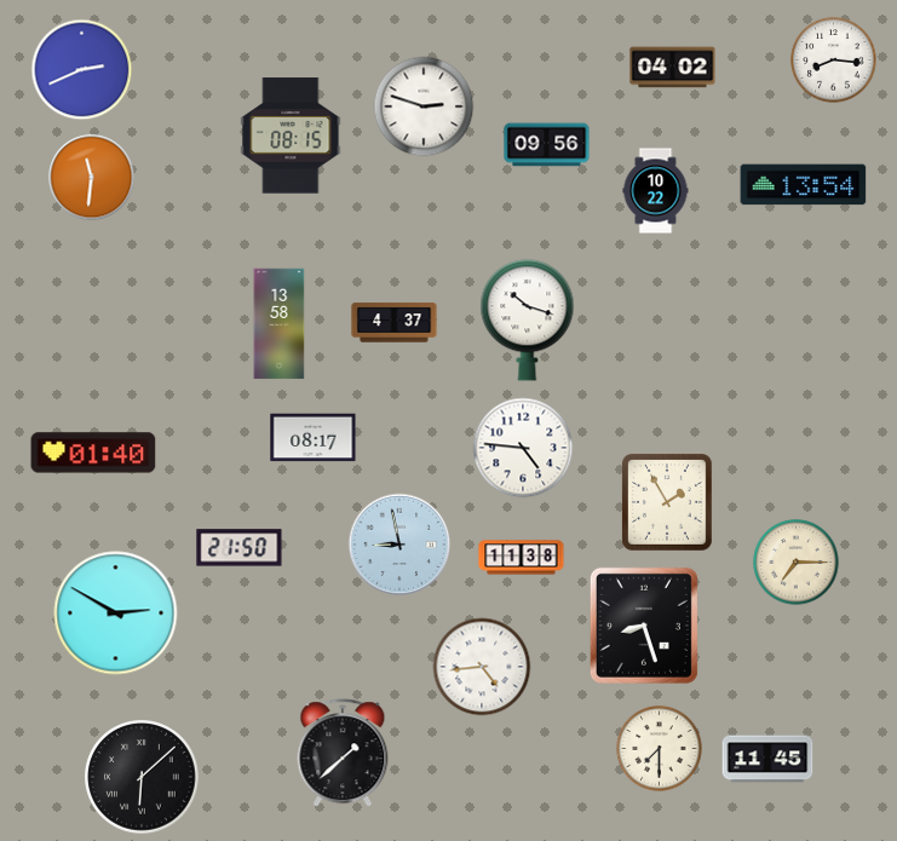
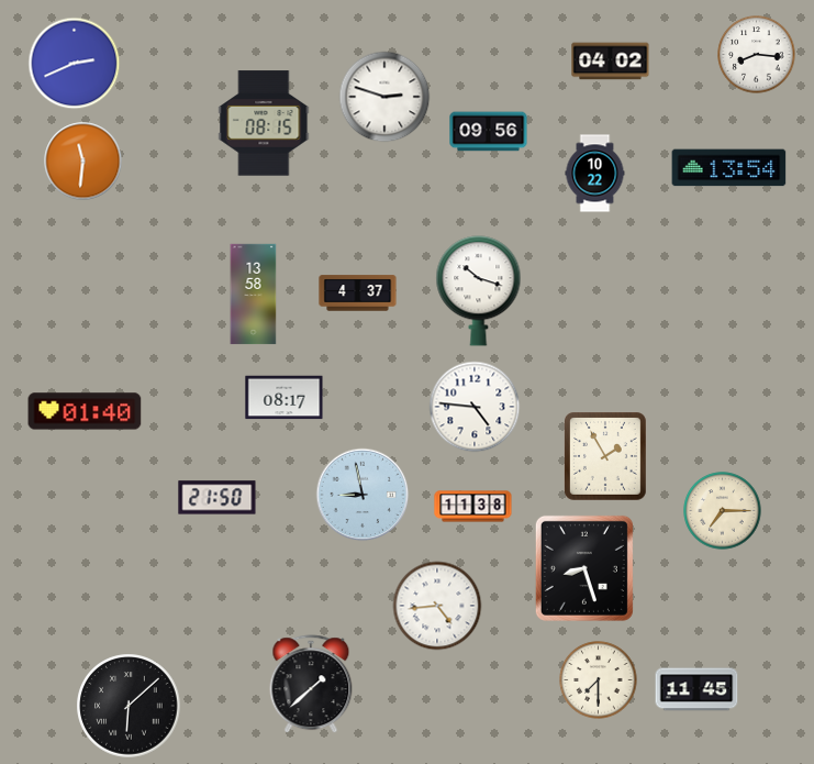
clock at (547, 145) position: (547, 145) -> (489, 132)
clock at (116, 614): 2:50 -> none
